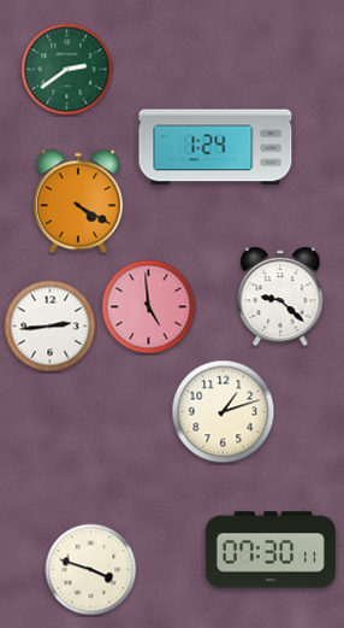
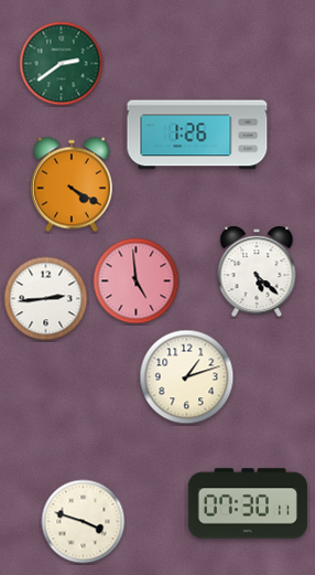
clock at (215, 147): 1:24 -> 1:26
clock at (280, 297): 9:22 -> 5:22
clock at (224, 412) position: (224, 412) -> (187, 377)
